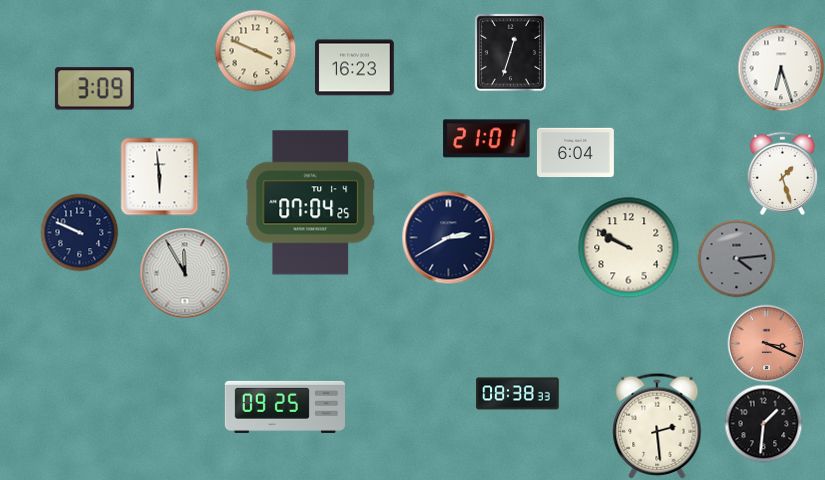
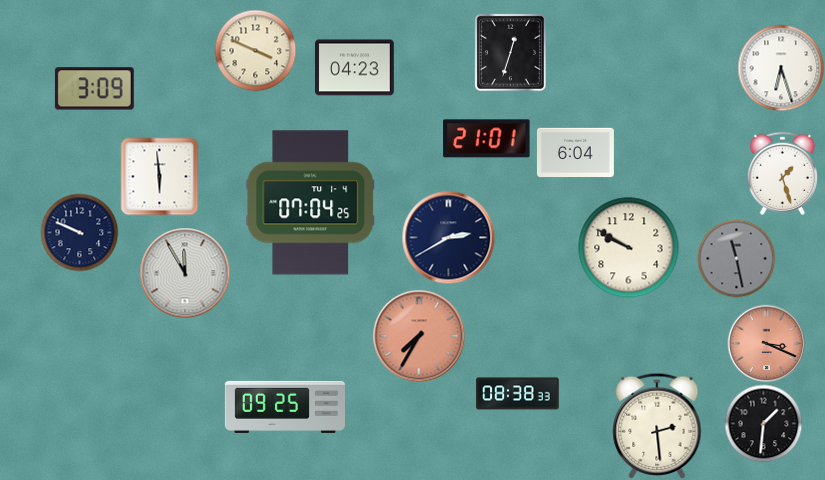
clock at (355, 68): 16:23 -> 04:23
clock at (736, 258): 4:14 -> 11:28
clock at (419, 336): none -> 7:35
